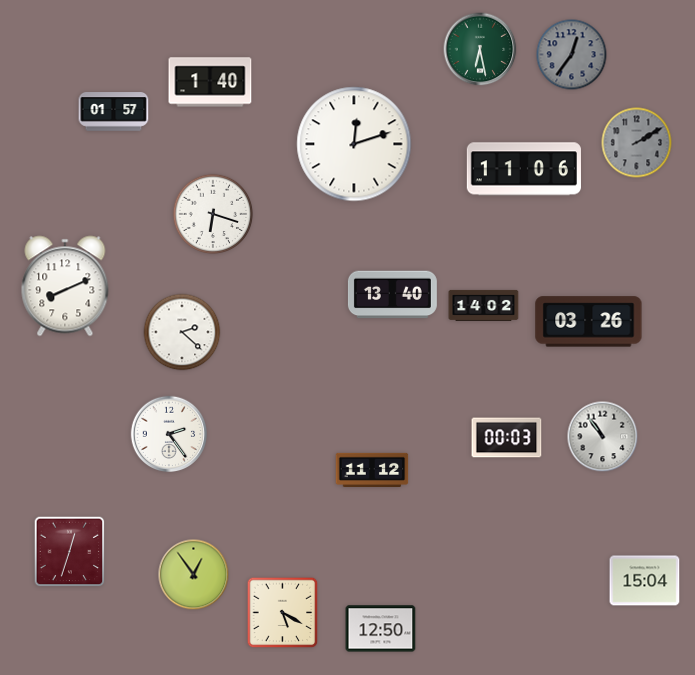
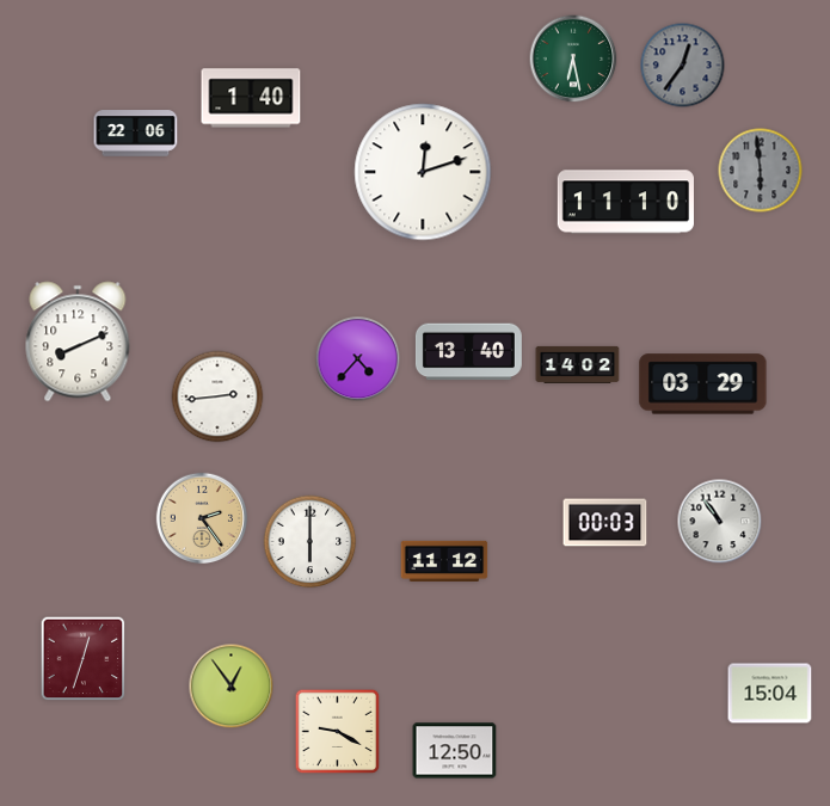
clock at (114, 112): 01:57 -> 22:06
clock at (637, 143): 2:10 -> 5:59
clock at (524, 169): 11:06 -> 11:10
clock at (213, 214): 6:18 -> none
clock at (358, 359): none -> 4:37
clock at (589, 322): 03:26 -> 03:29
clock at (182, 332): 2:22 -> 2:44
clock at (169, 434) dial: white -> champagne
clock at (311, 542): none -> 6:00
clock at (283, 613): 5:20 -> 9:20
